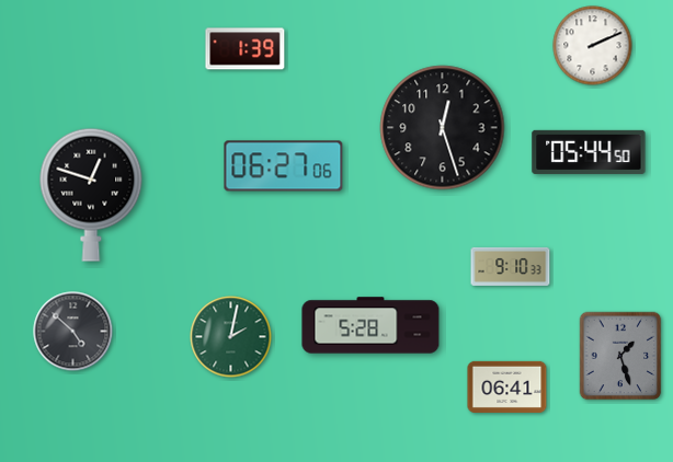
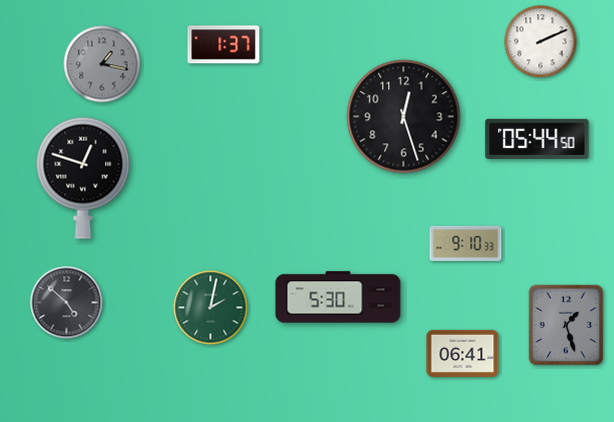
clock at (246, 49): 1:39 -> 1:37
clock at (102, 64): none -> 1:17
clock at (284, 166): 06:27 -> none
clock at (370, 325): 5:28 -> 5:30
